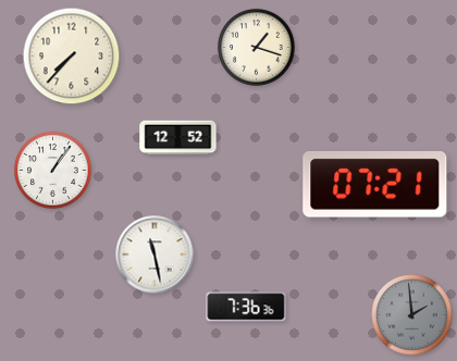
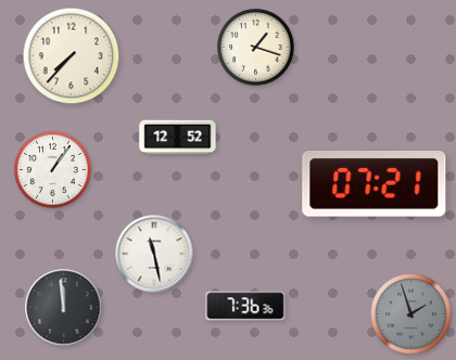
clock at (64, 308): none -> 11:59
clock at (412, 315): 1:59 -> 1:57
